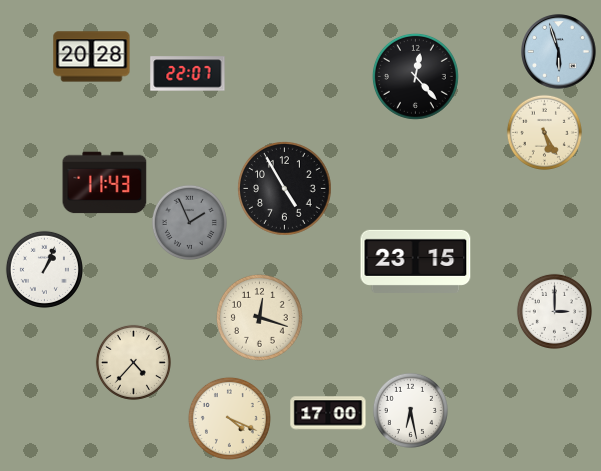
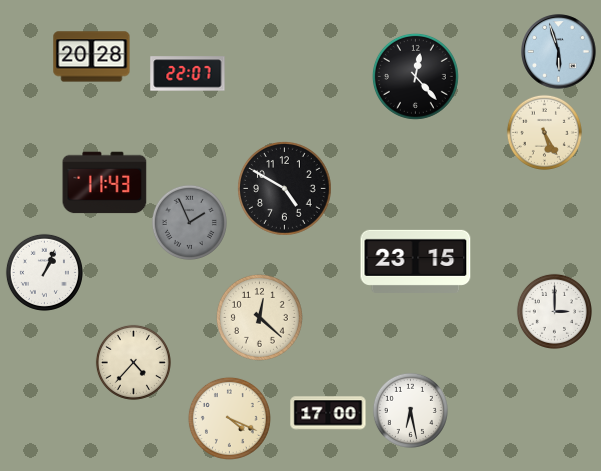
clock at (285, 189): 4:55 -> 4:50
clock at (44, 269) position: (44, 269) -> (44, 272)
clock at (259, 317): 12:18 -> 12:22
